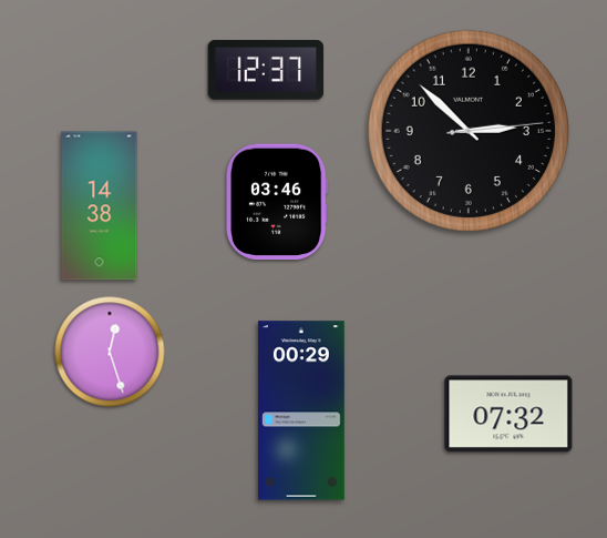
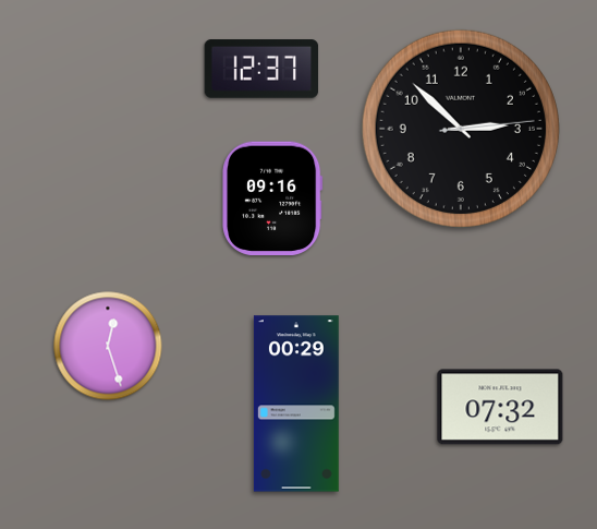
clock at (277, 201): 03:46 -> 09:16
clock at (100, 206): 14:38 -> none
